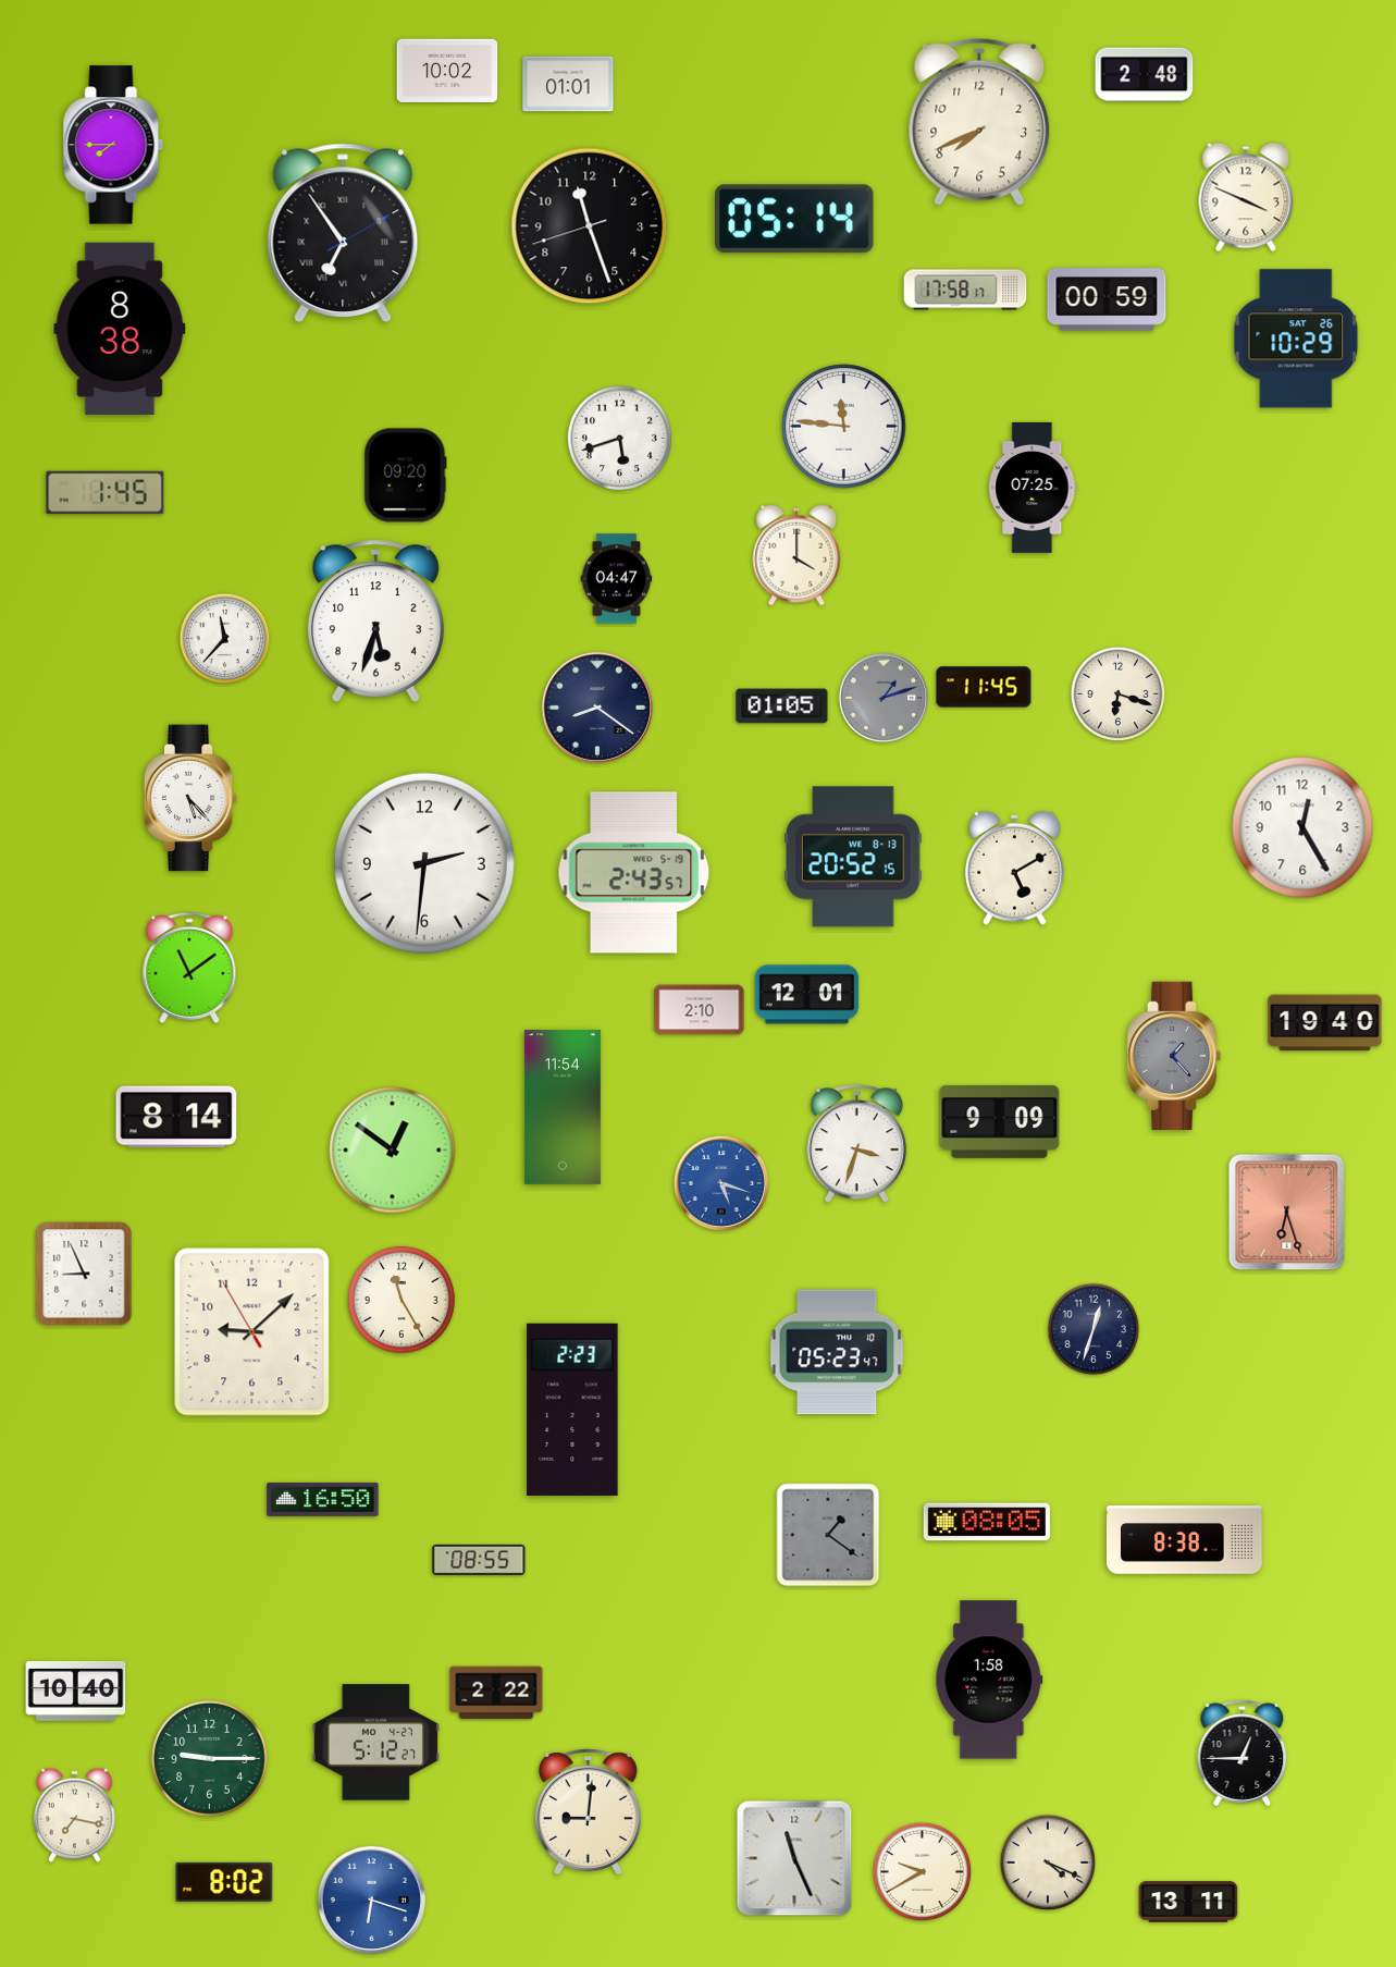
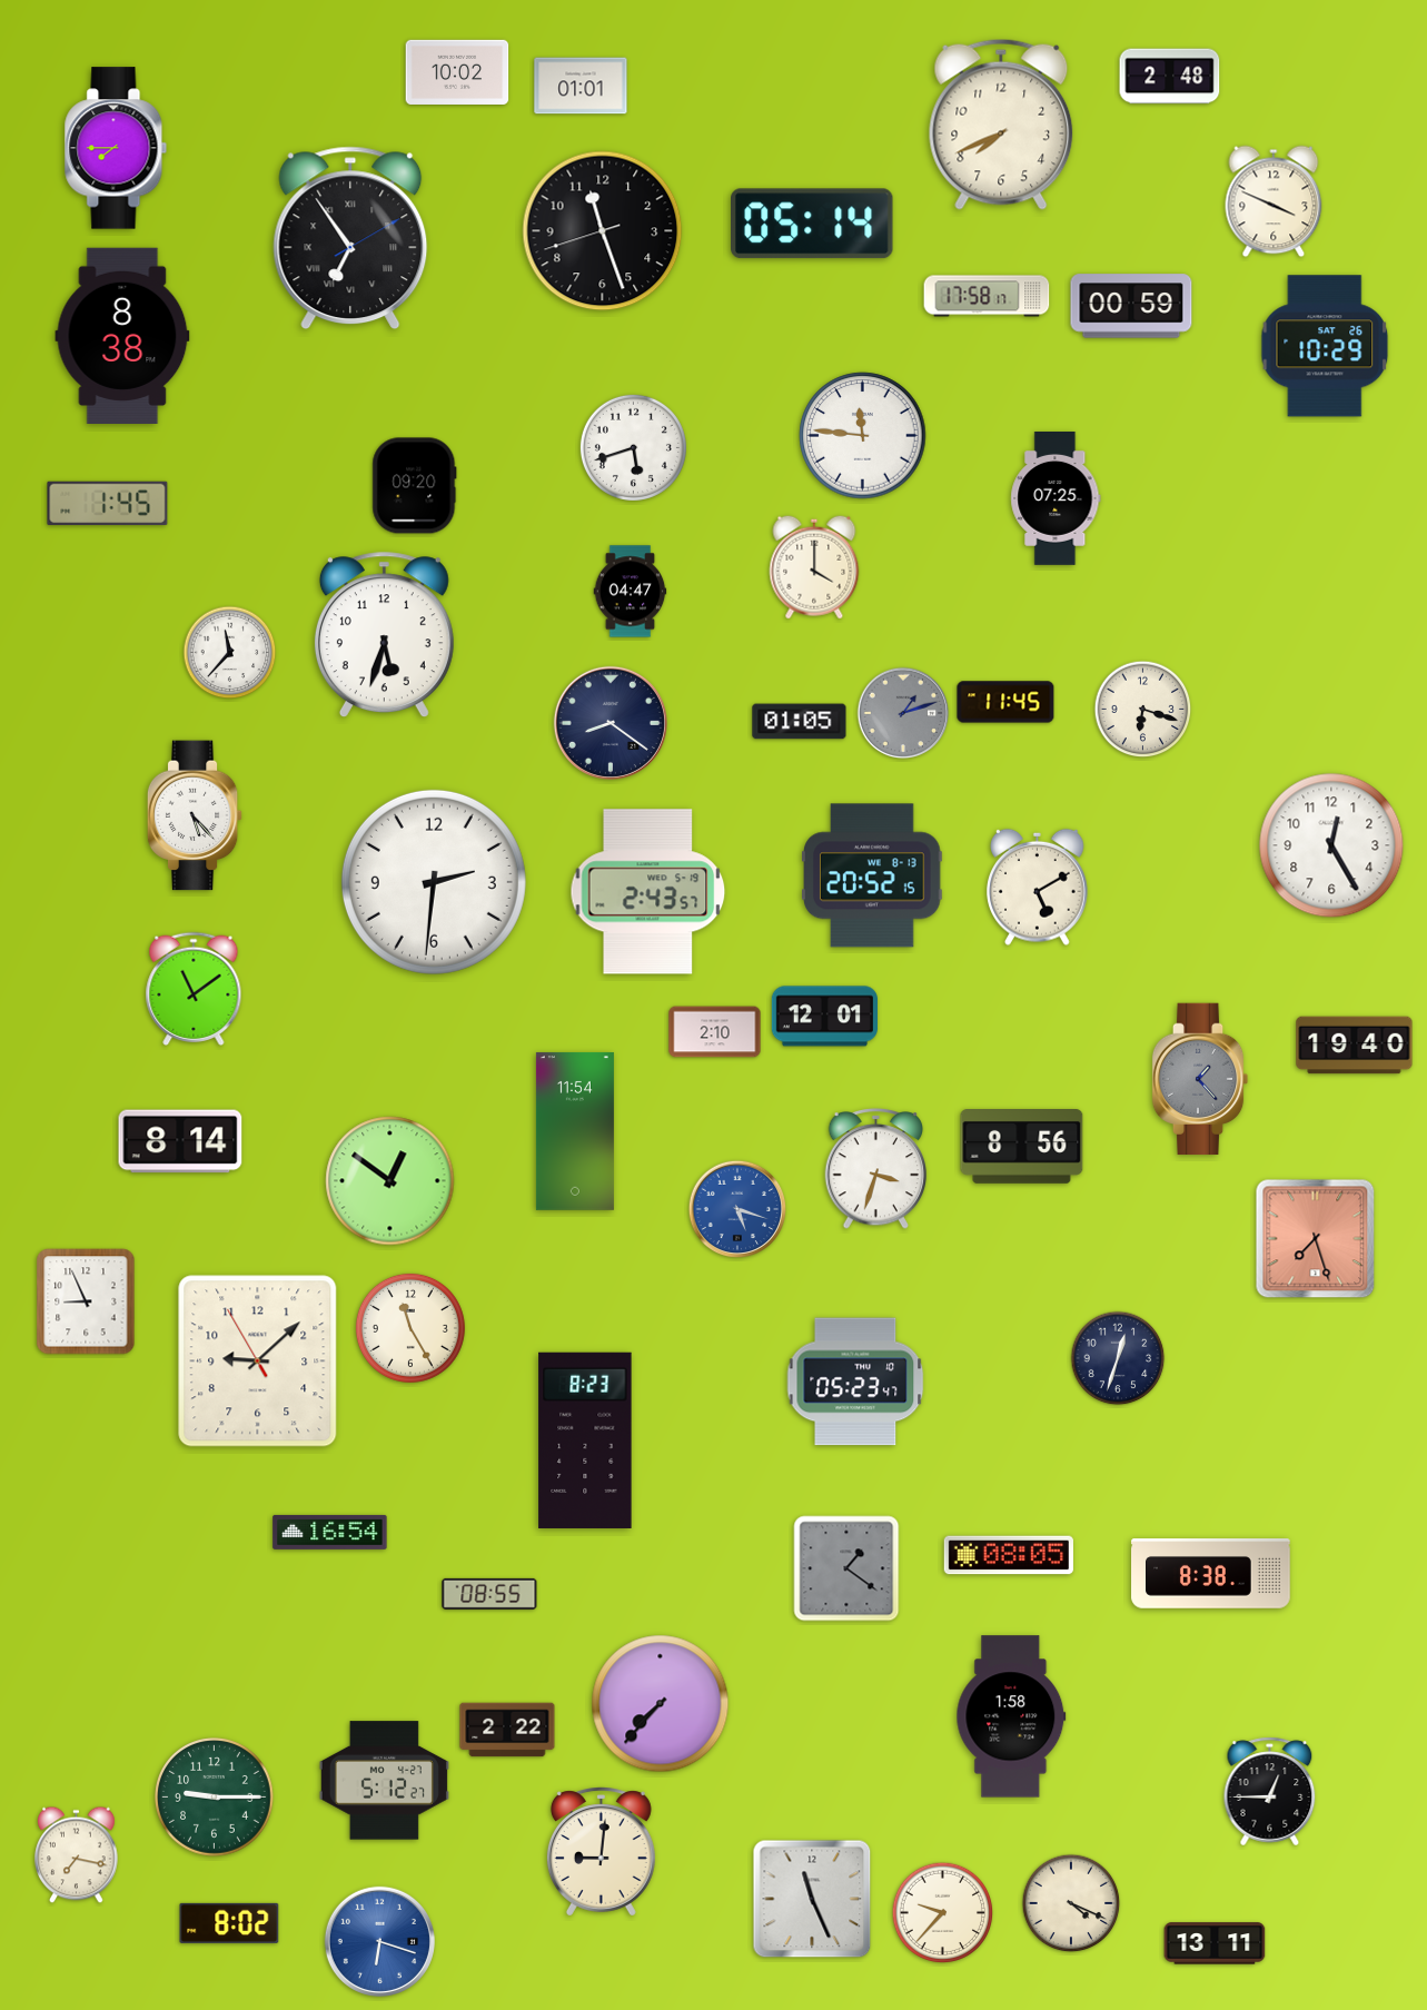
clock at (1000, 1122): 9:09 -> 8:56
clock at (393, 1151) position: (393, 1151) -> (390, 1181)
clock at (1287, 1213): 6:27 -> 7:27
clock at (572, 1410): 2:23 -> 8:23
clock at (323, 1499): 16:50 -> 16:54
clock at (661, 1704): none -> 7:37
clock at (76, 1691): 10:40 -> none
clock at (923, 1872): 9:40 -> 9:37
